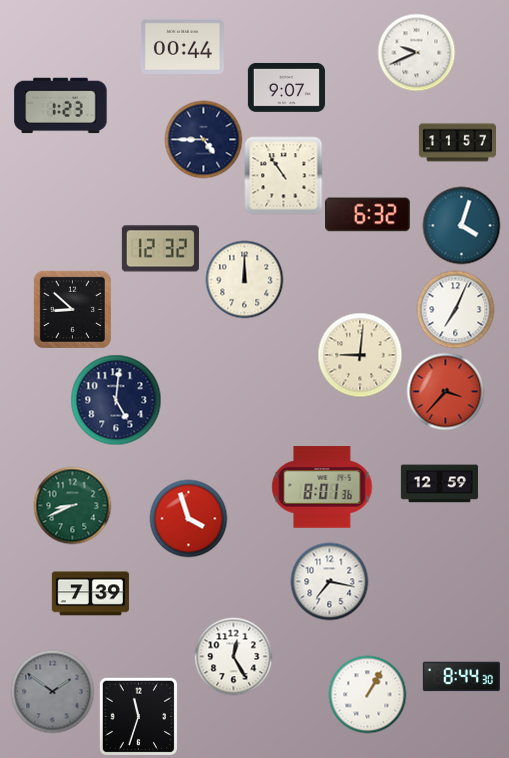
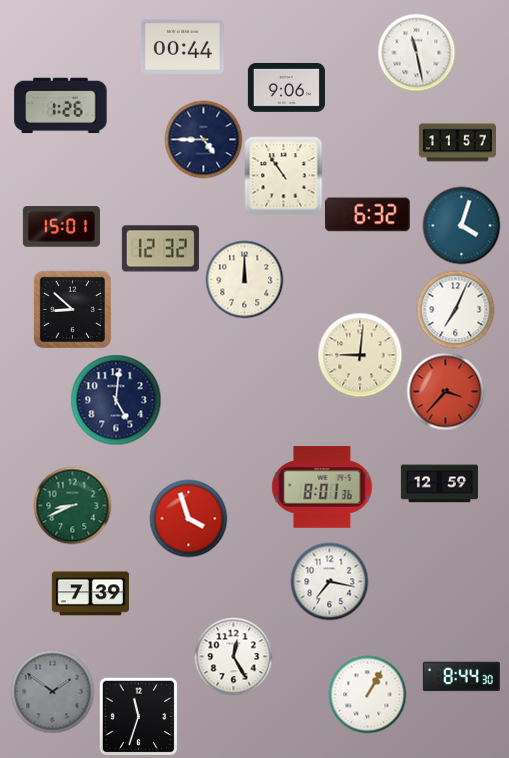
clock at (416, 52): 9:41 -> 11:28
clock at (286, 87): 9:07 -> 9:06
clock at (61, 106): 1:23 -> 1:26
clock at (61, 227): none -> 15:01
